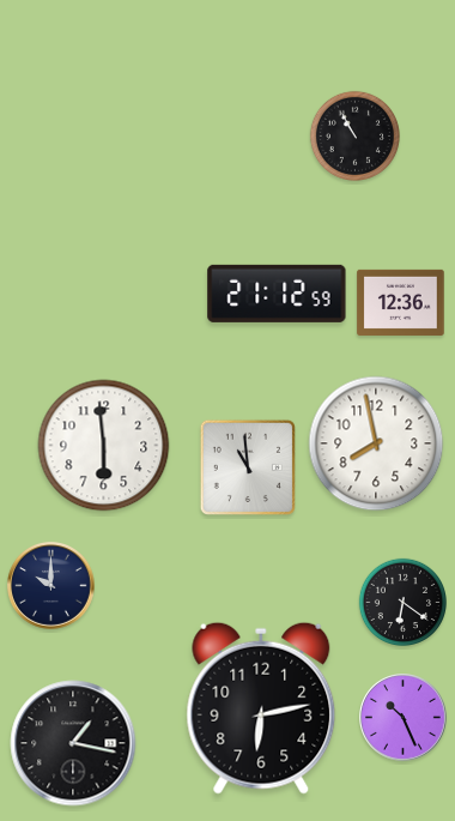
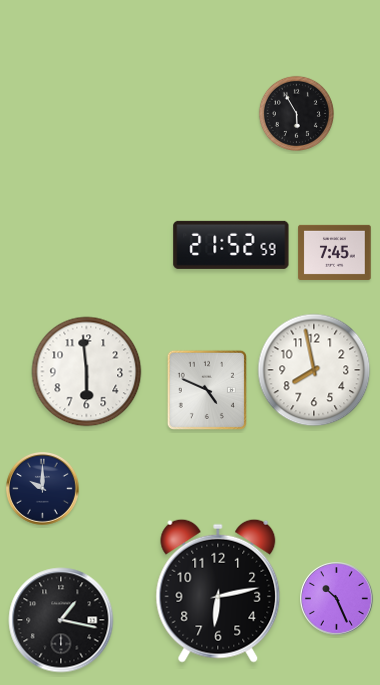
clock at (354, 135): 10:55 -> 5:55
clock at (277, 294): 21:12 -> 21:52
clock at (401, 302): 12:36 -> 7:45
clock at (248, 467): 10:59 -> 4:49
clock at (404, 603): 6:21 -> none
